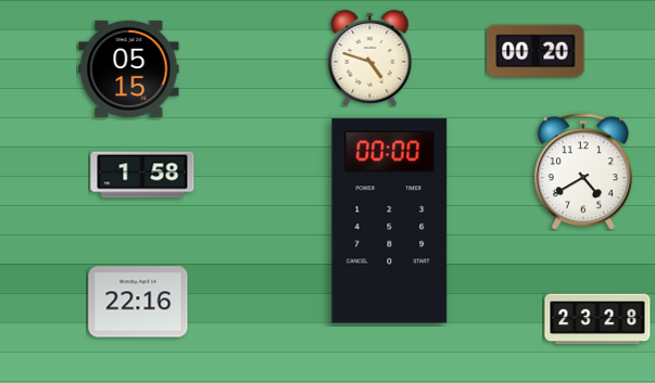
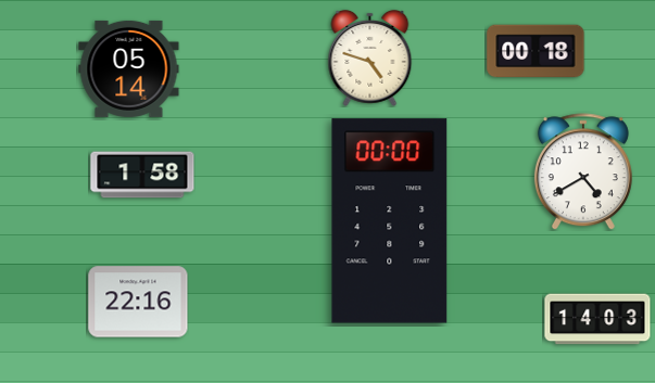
clock at (536, 51): 00:20 -> 00:18
clock at (129, 68): 05:15 -> 05:14
clock at (597, 319): 23:28 -> 14:03
